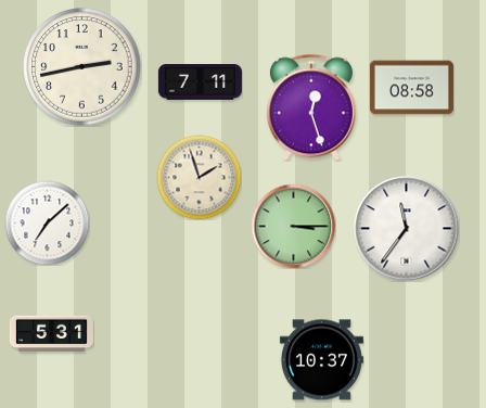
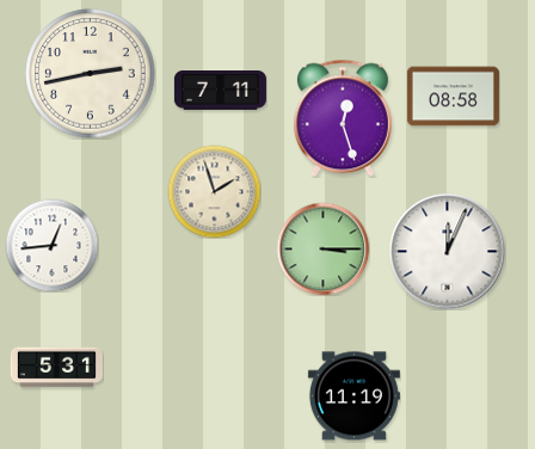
clock at (199, 177) position: (199, 177) -> (214, 191)
clock at (47, 222): 7:08 -> 12:44
clock at (407, 229): 11:36 -> 12:04
clock at (321, 360): 10:37 -> 11:19
